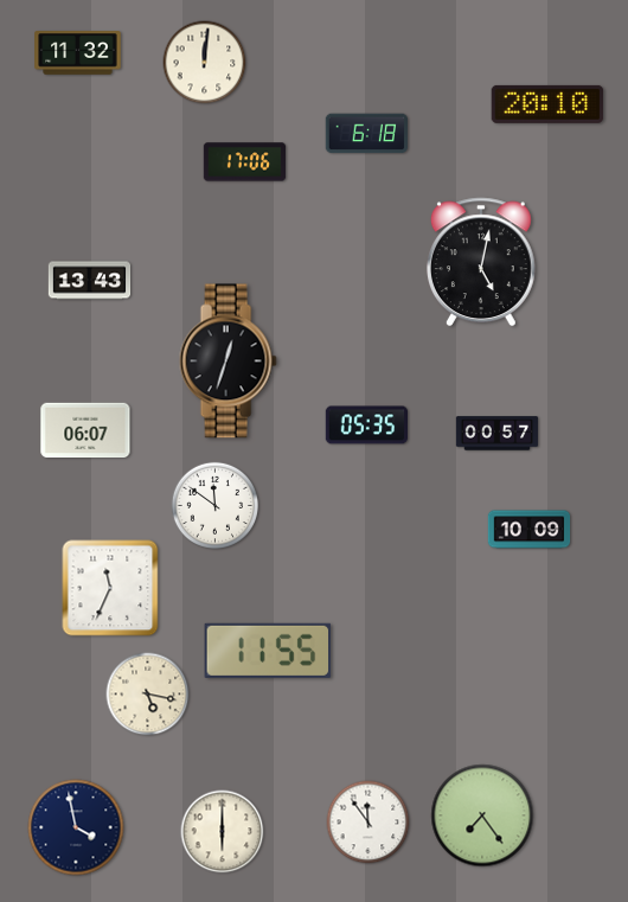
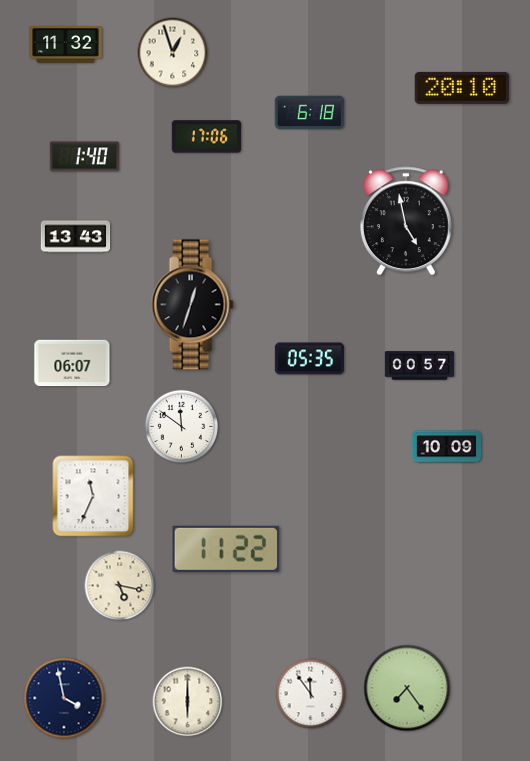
clock at (205, 63): 12:01 -> 12:57
clock at (84, 157): none -> 1:40
clock at (481, 262): 5:02 -> 4:58
clock at (268, 651): 11:55 -> 11:22
clock at (148, 695) position: (148, 695) -> (120, 586)
